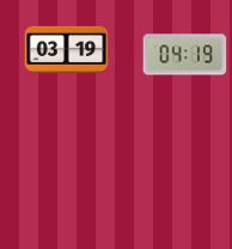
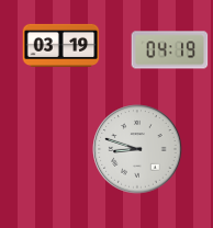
clock at (137, 149): none -> 8:48
